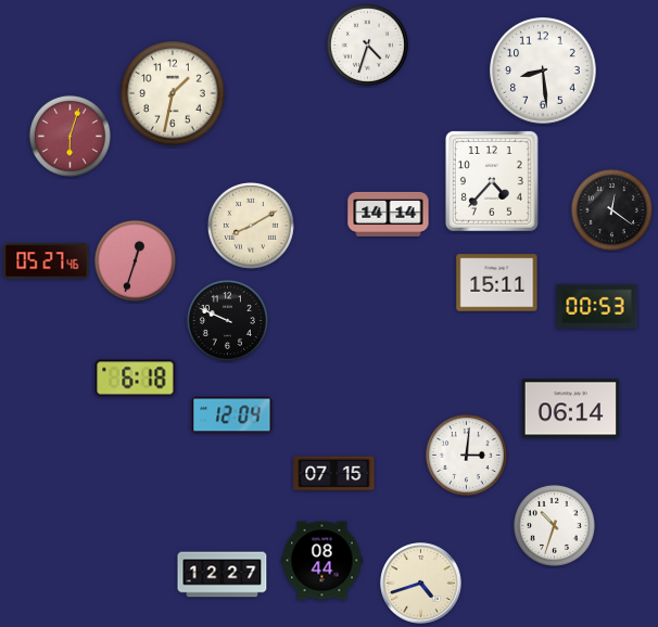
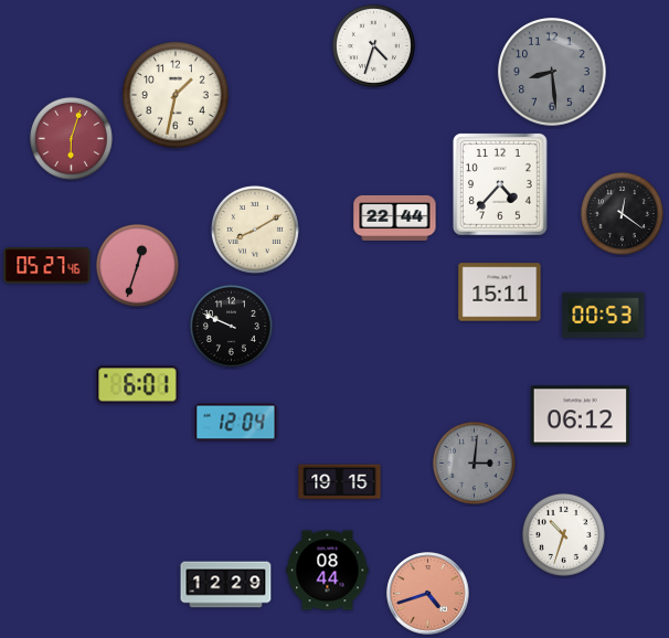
clock at (543, 71) dial: white -> grey
clock at (389, 214): 14:14 -> 22:44
clock at (497, 283) position: (497, 283) -> (500, 293)
clock at (597, 307) position: (597, 307) -> (604, 316)
clock at (136, 379): 6:18 -> 6:01
clock at (570, 409): 06:14 -> 06:12
clock at (466, 455) dial: white -> grey
clock at (334, 474): 07:15 -> 19:15
clock at (223, 575): 12:27 -> 12:29
clock at (421, 584) dial: cream -> salmon
